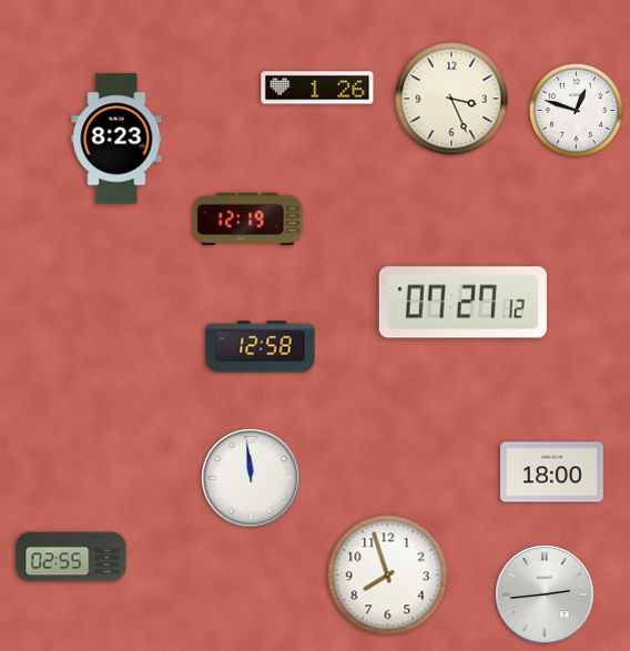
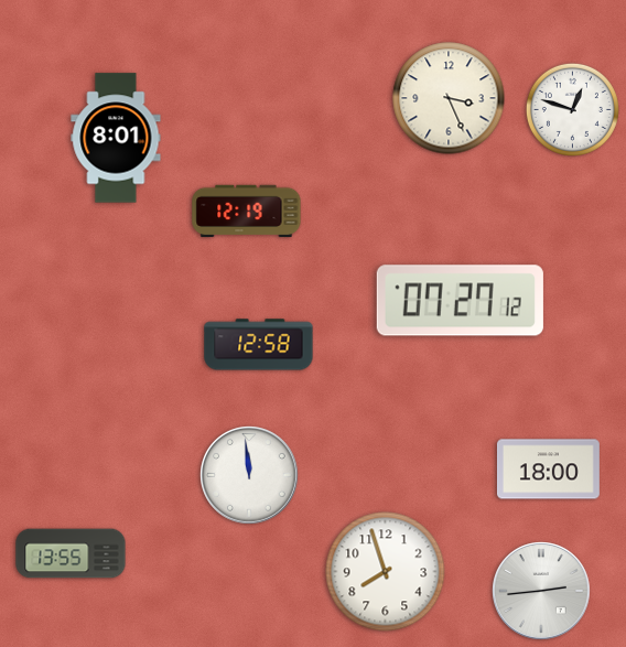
clock at (317, 88): 1:26 -> none
clock at (116, 139): 8:23 -> 8:01
clock at (248, 220) position: (248, 220) -> (247, 212)
clock at (71, 557): 02:55 -> 13:55
